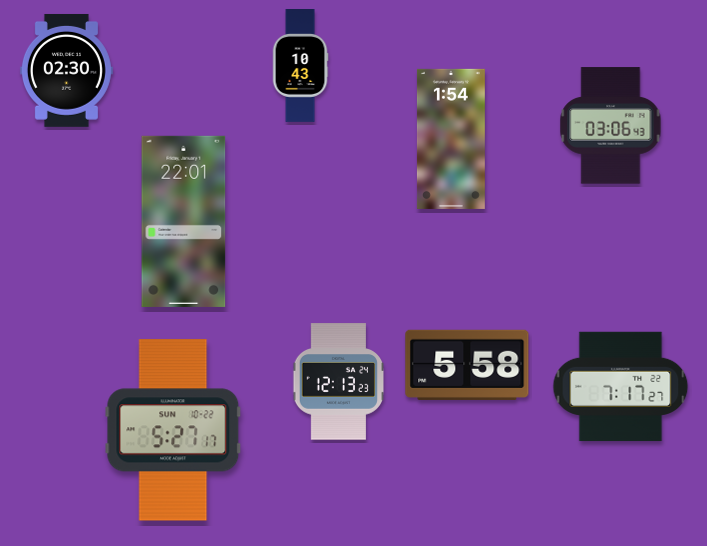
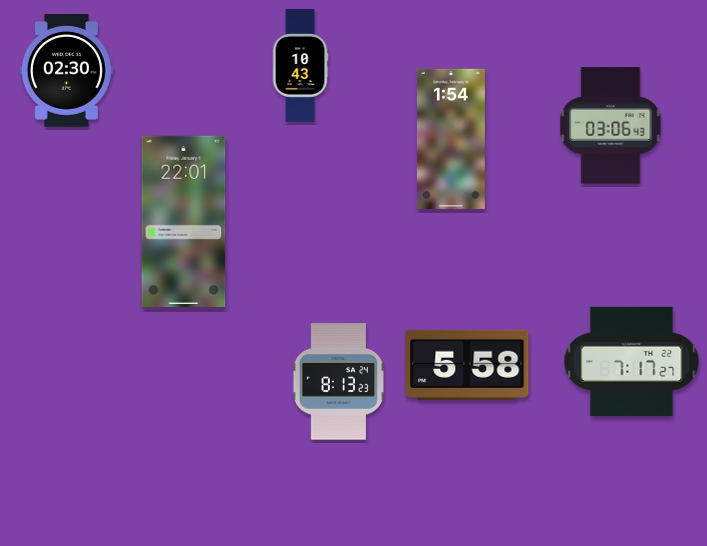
clock at (339, 382): 12:13 -> 8:13
clock at (621, 387) position: (621, 387) -> (632, 362)
clock at (173, 430): 5:27 -> none
